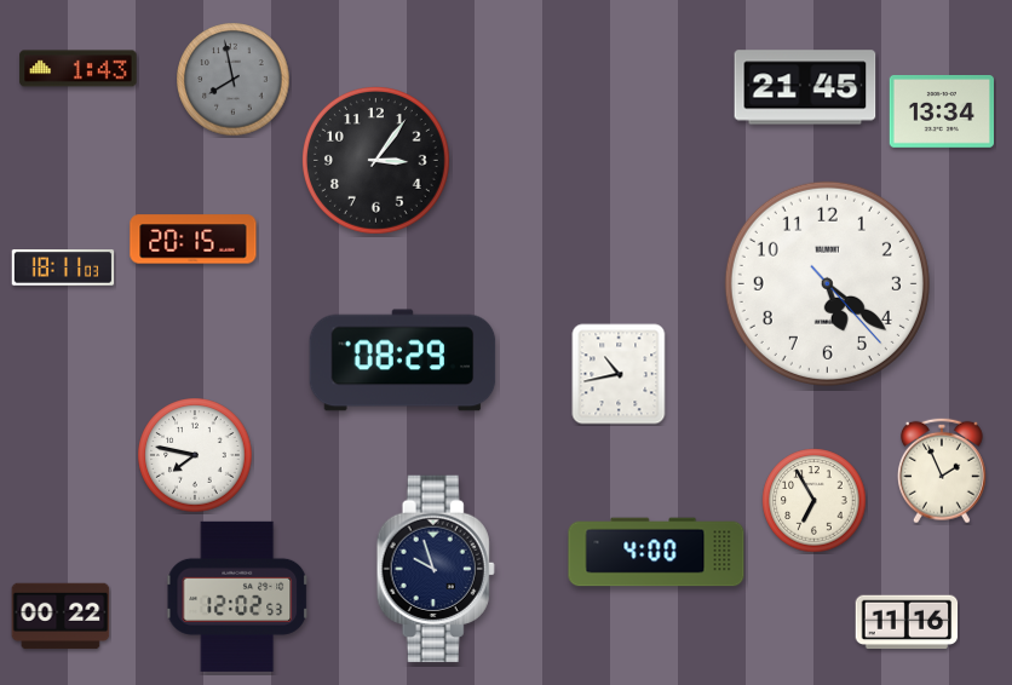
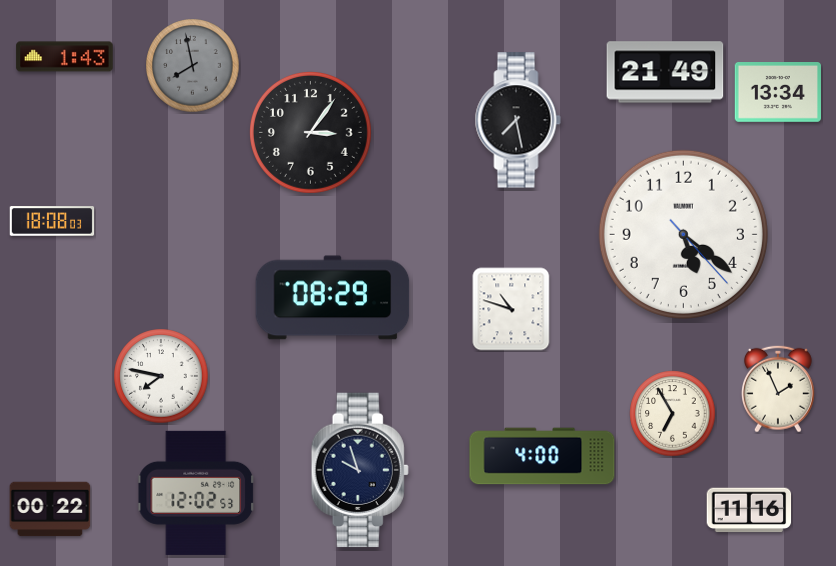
clock at (805, 87): 21:45 -> 21:49
clock at (518, 120): none -> 7:28
clock at (194, 240): 20:15 -> none
clock at (63, 267): 18:11 -> 18:08
clock at (619, 374): 10:43 -> 10:48
clock at (907, 622) position: (907, 622) -> (749, 510)
